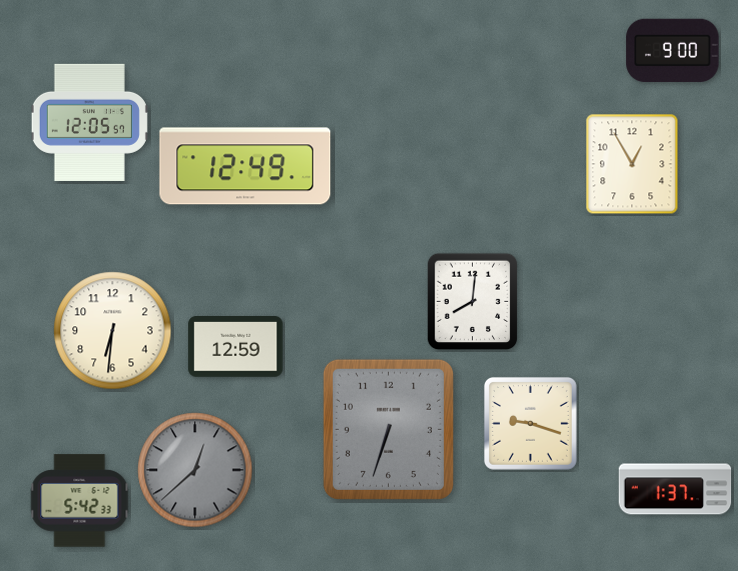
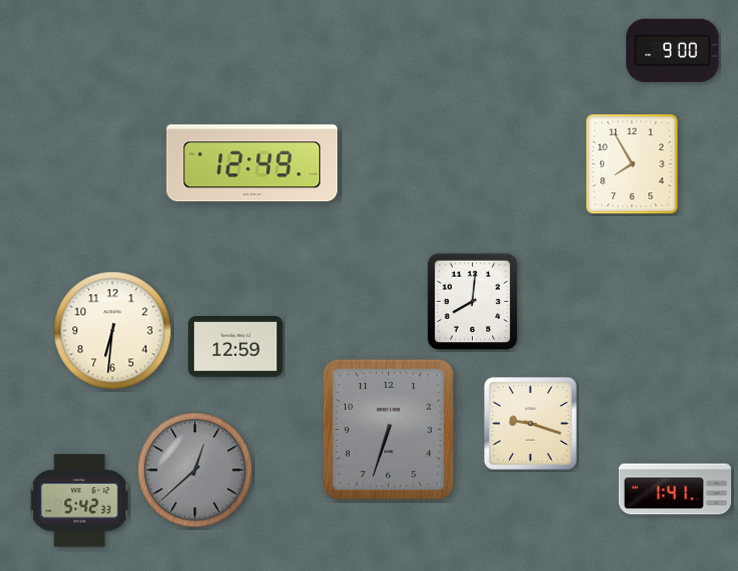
clock at (89, 122): 12:05 -> none
clock at (632, 164): 12:55 -> 7:55
clock at (245, 166) position: (245, 166) -> (252, 163)
clock at (675, 489): 1:37 -> 1:41
